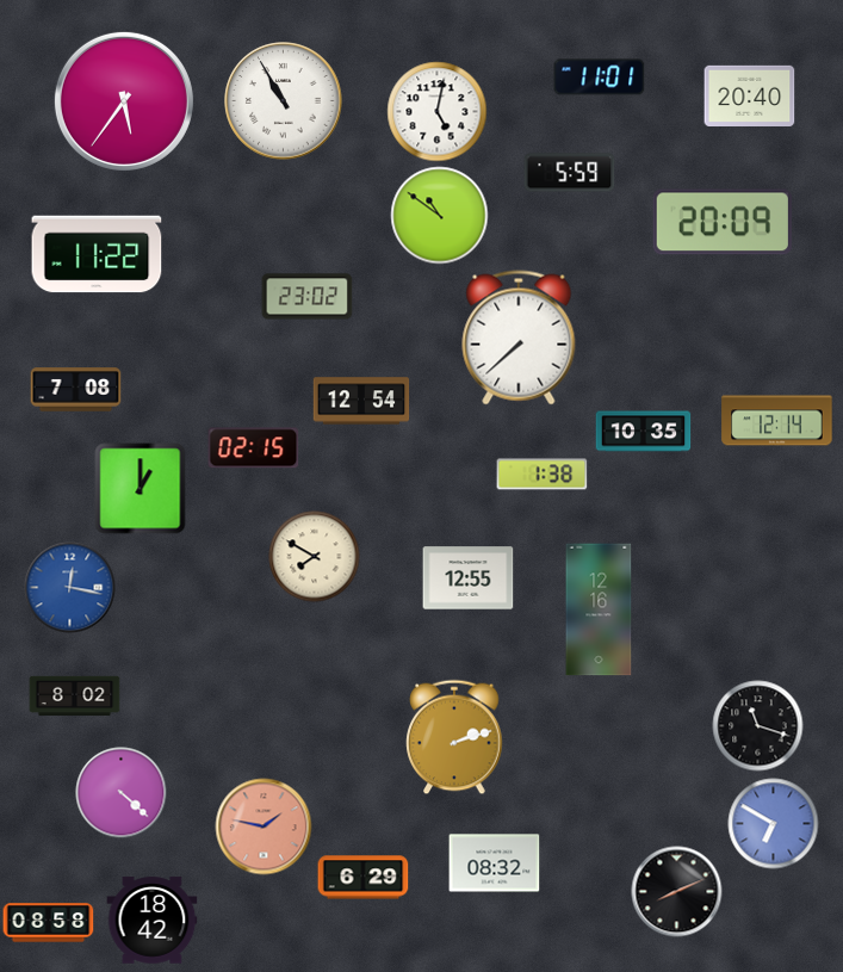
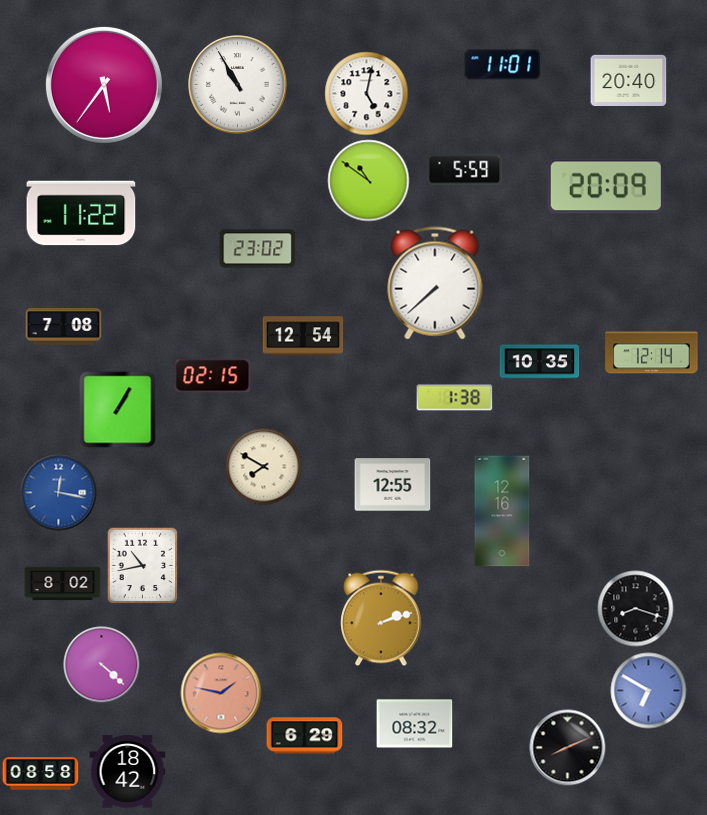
clock at (570, 173) position: (570, 173) -> (465, 170)
clock at (141, 489): 1:00 -> 1:05
clock at (143, 565): none -> 10:43
clock at (758, 726): 11:18 -> 8:18
